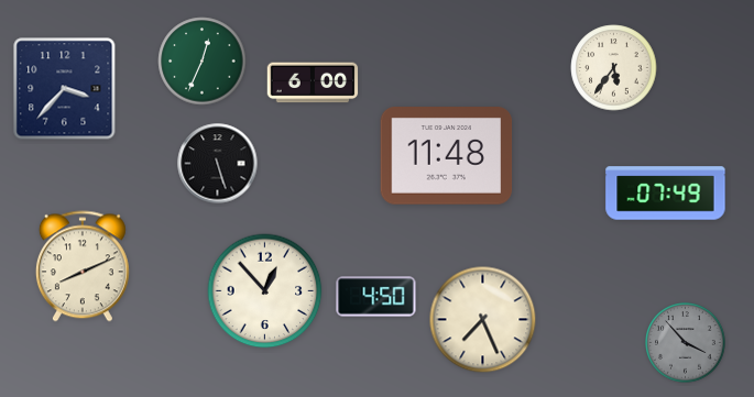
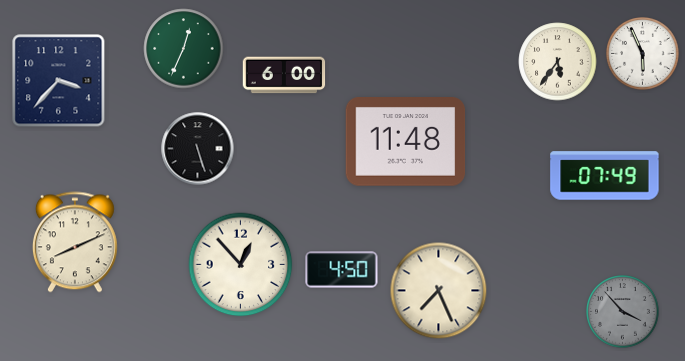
clock at (643, 54): none -> 5:56
clock at (203, 62) position: (203, 62) -> (184, 49)
